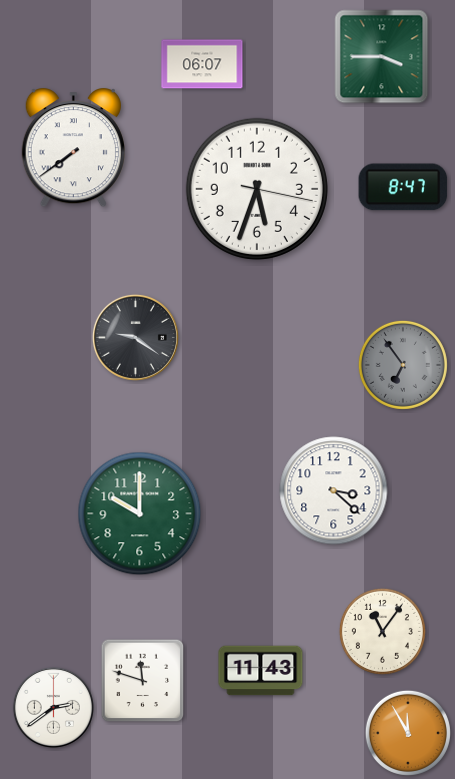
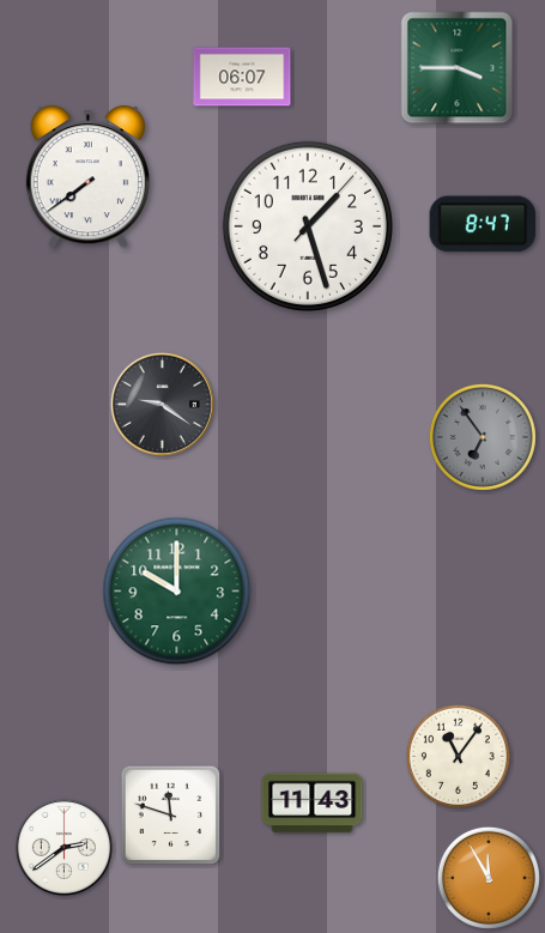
clock at (257, 189): 5:33 -> 1:27
clock at (334, 491): 3:22 -> none
clock at (140, 514) position: (140, 514) -> (177, 592)
